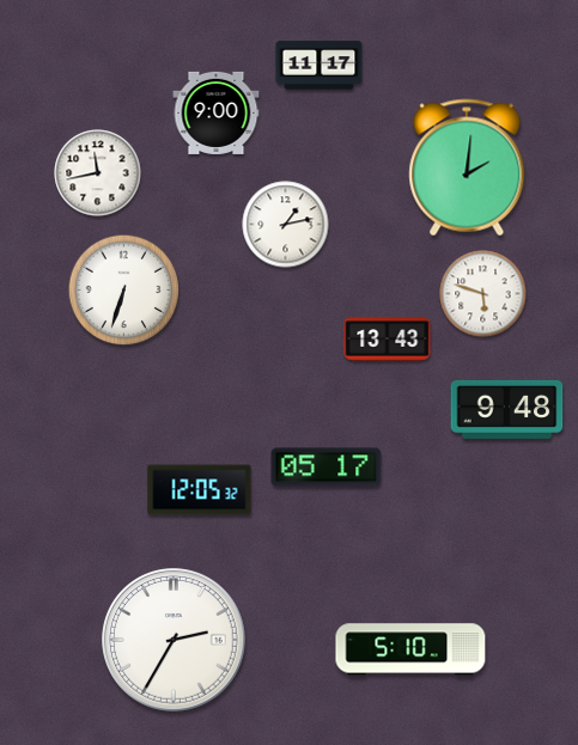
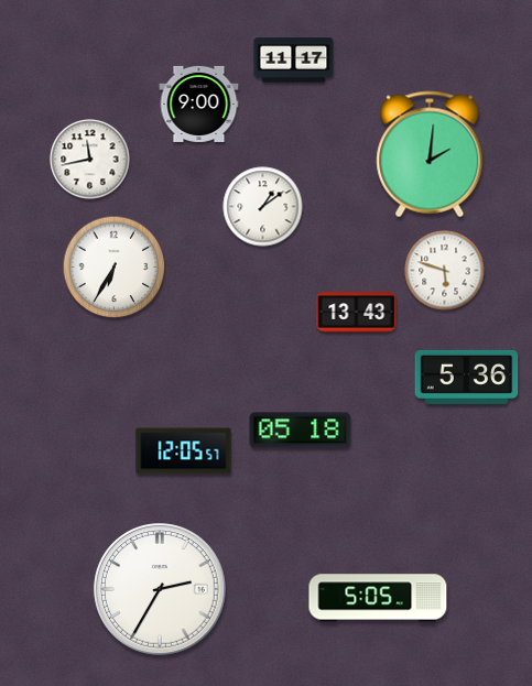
clock at (286, 225): 1:13 -> 1:09
clock at (124, 291): 6:33 -> 6:35
clock at (507, 409): 9:48 -> 5:36
clock at (327, 468): 05:17 -> 05:18
clock at (200, 490): 12:05:32 -> 12:05:57
clock at (410, 649): 5:10 -> 5:05
